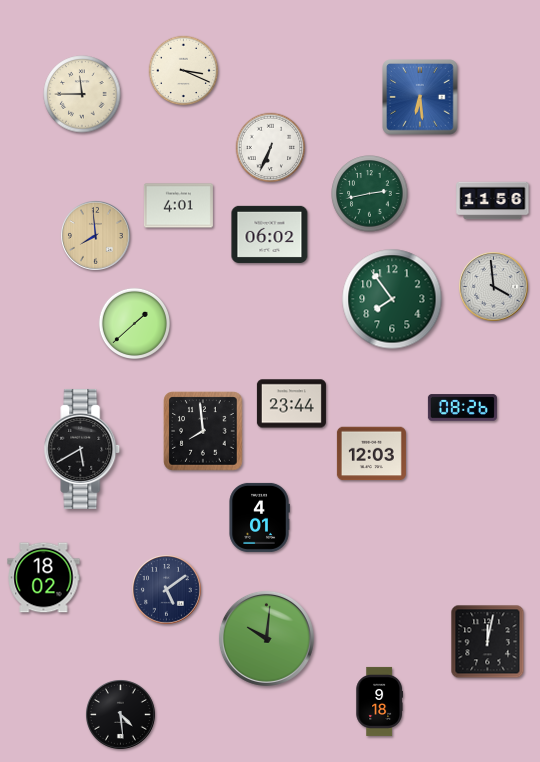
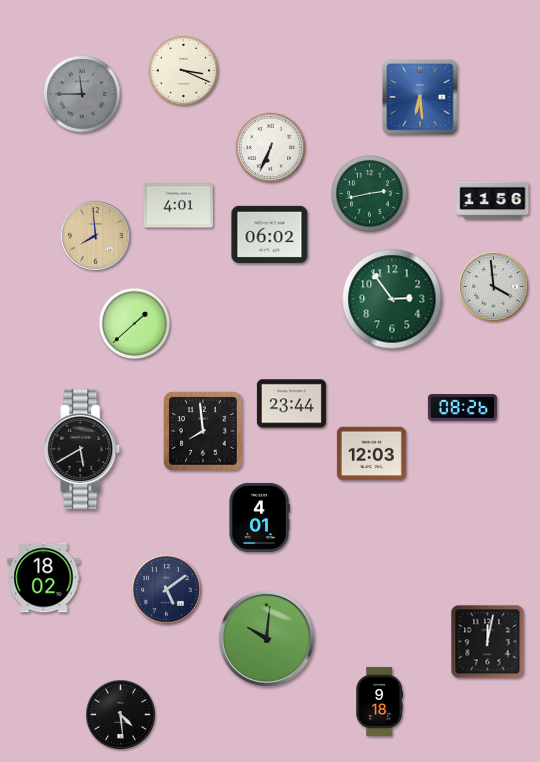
clock at (82, 94) dial: cream -> grey
clock at (392, 299): 7:54 -> 2:54
